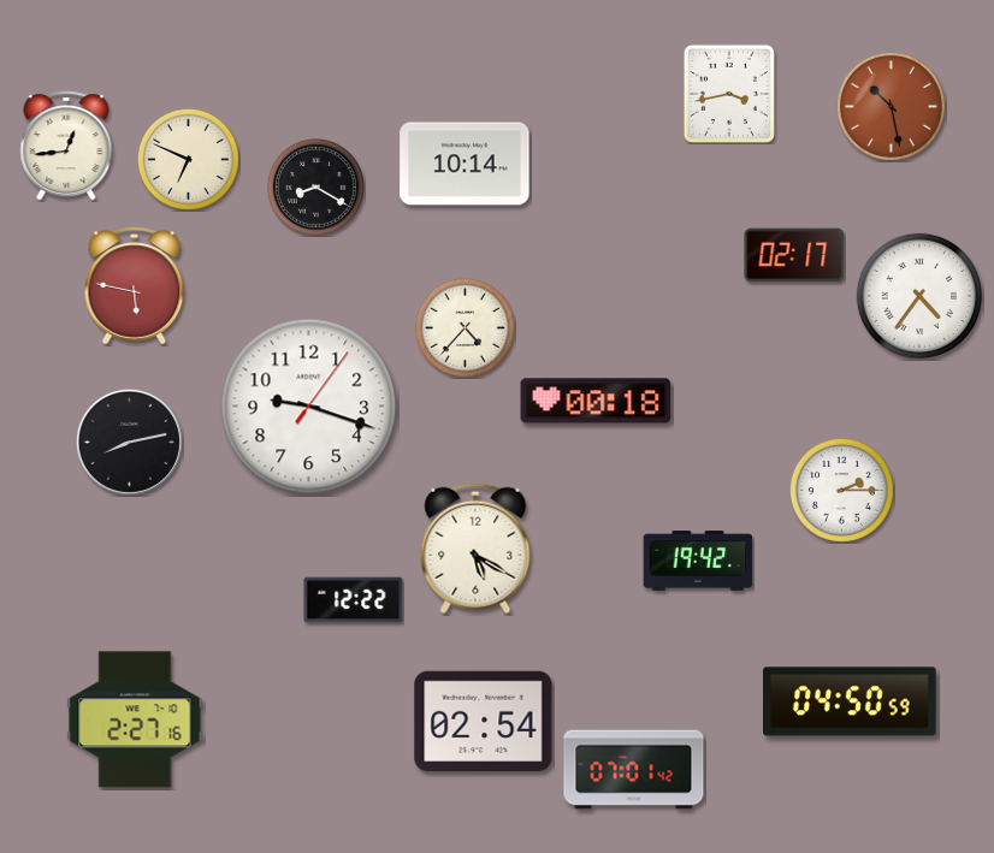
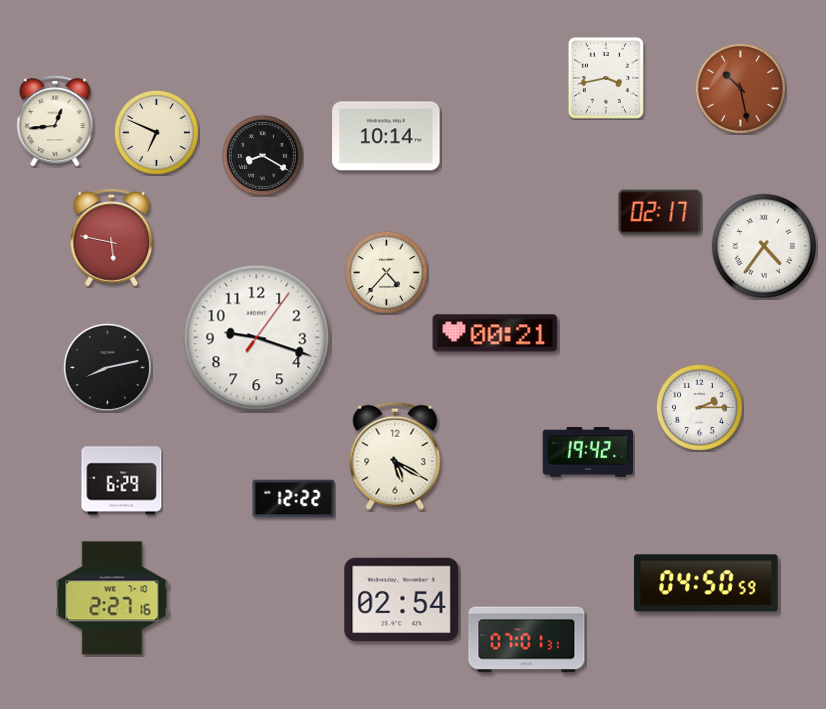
clock at (596, 401): 00:18 -> 00:21
clock at (698, 561) position: (698, 561) -> (588, 452)
clock at (122, 481): none -> 6:29
clock at (634, 770): 07:01:42 -> 07:01:31
